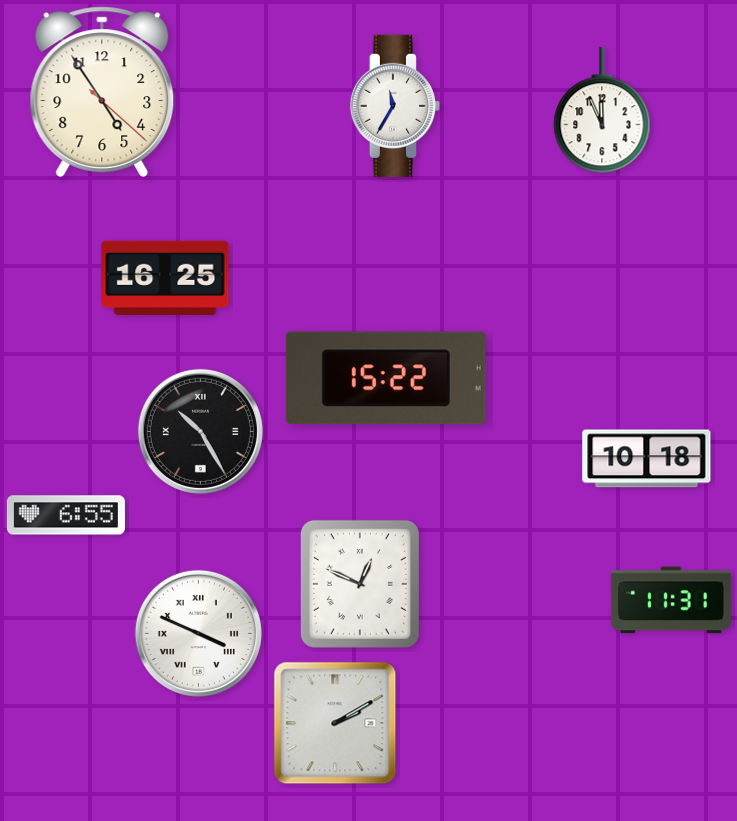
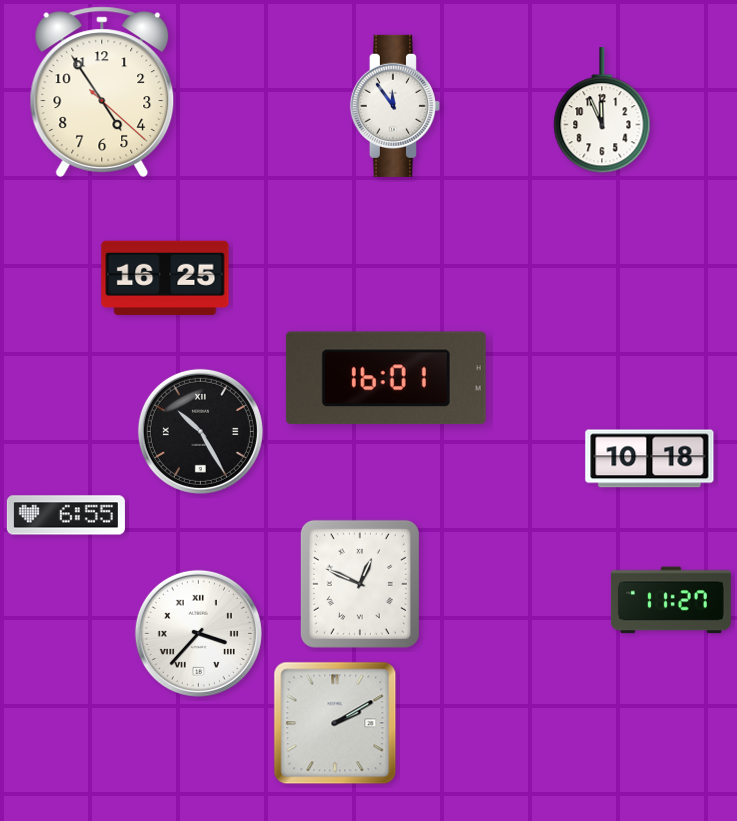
clock at (395, 106): 11:35 -> 11:54
clock at (386, 378): 15:22 -> 16:01
clock at (647, 459) position: (647, 459) -> (650, 459)
clock at (671, 600): 11:31 -> 11:27
clock at (198, 633): 3:49 -> 3:37
